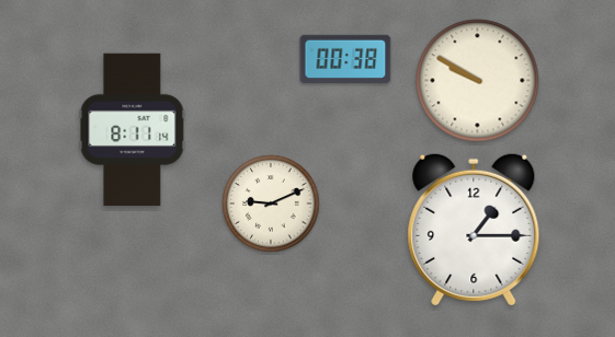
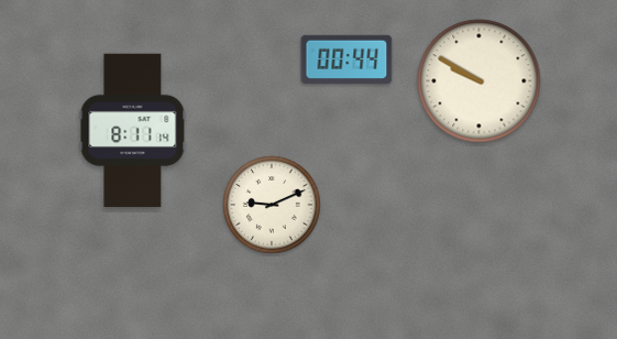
clock at (345, 58): 00:38 -> 00:44
clock at (474, 230): 1:15 -> none
